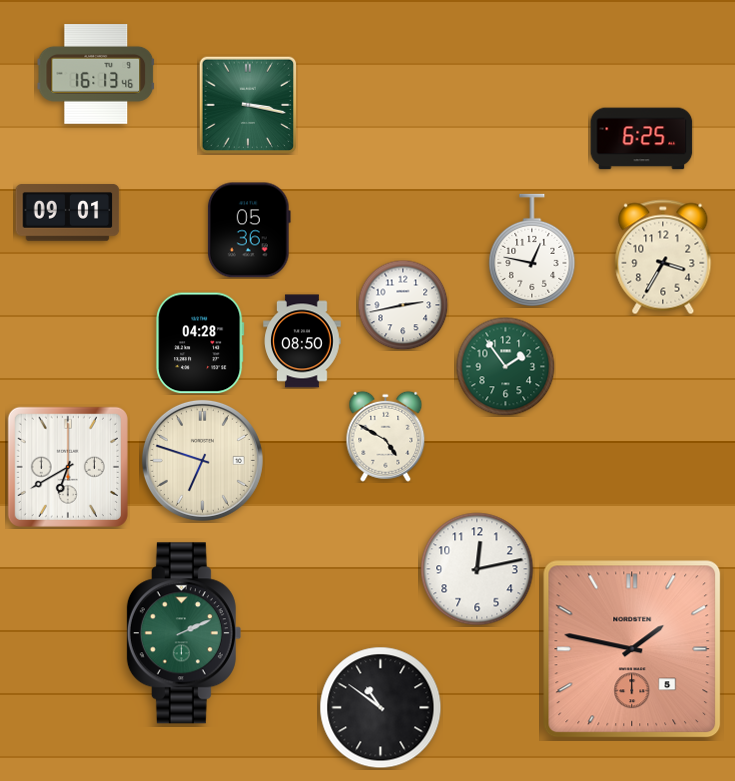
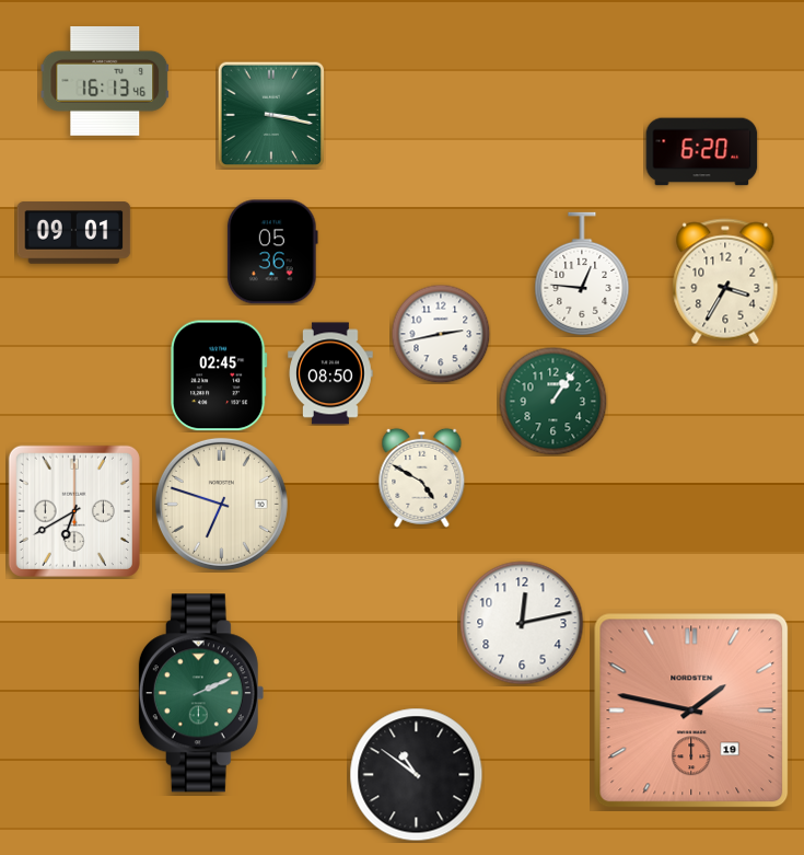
clock at (642, 139): 6:25 -> 6:20
clock at (532, 250): 12:47 -> 12:46
clock at (201, 343): 04:28 -> 02:45
clock at (506, 367): 1:54 -> 1:06
clock at (632, 649) date: 5 -> 19
